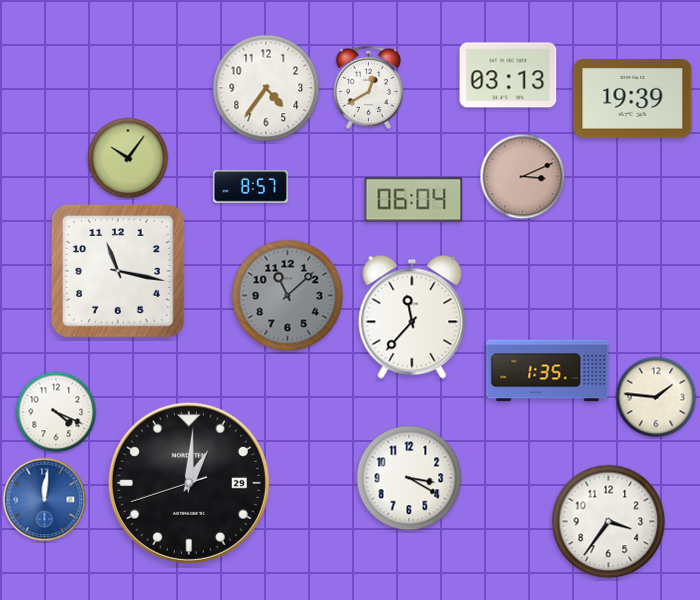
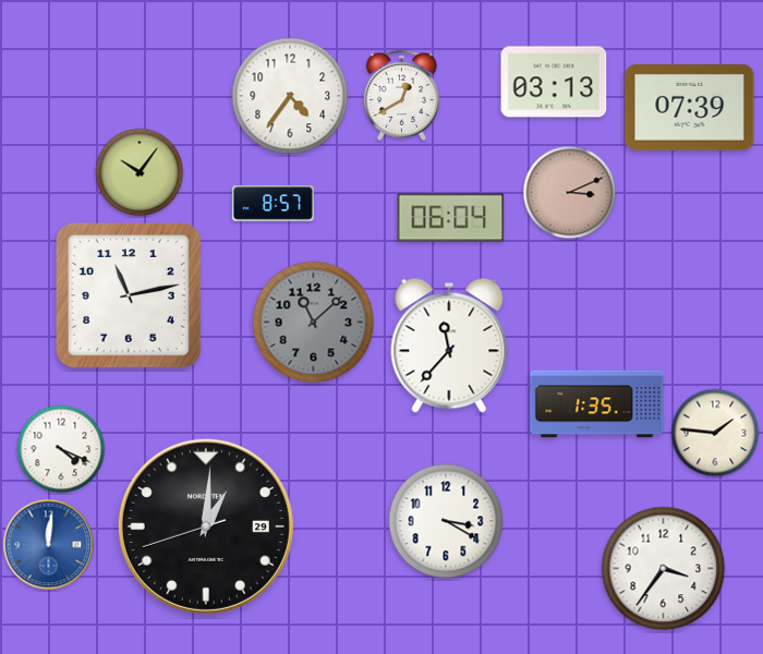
clock at (633, 99): 19:39 -> 07:39
clock at (118, 271): 11:17 -> 11:13
